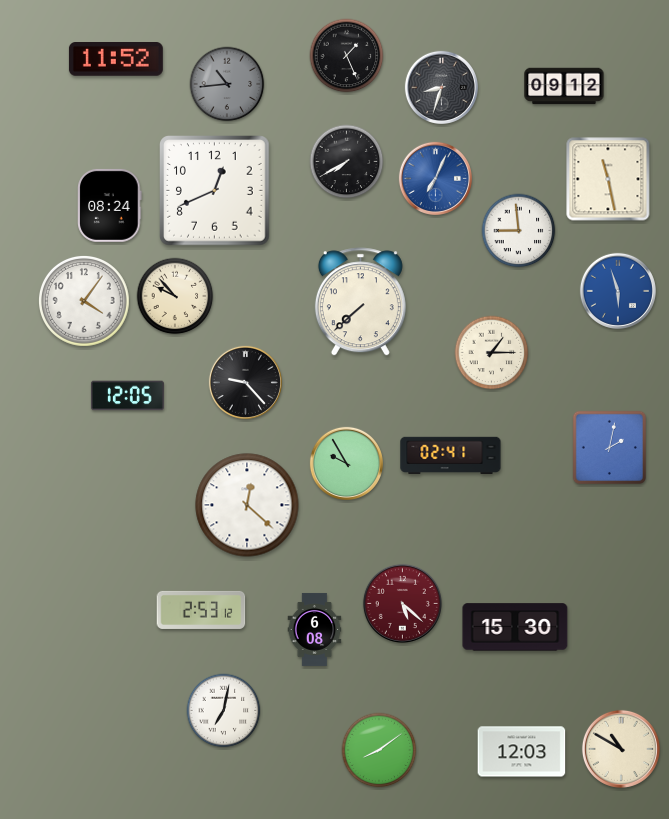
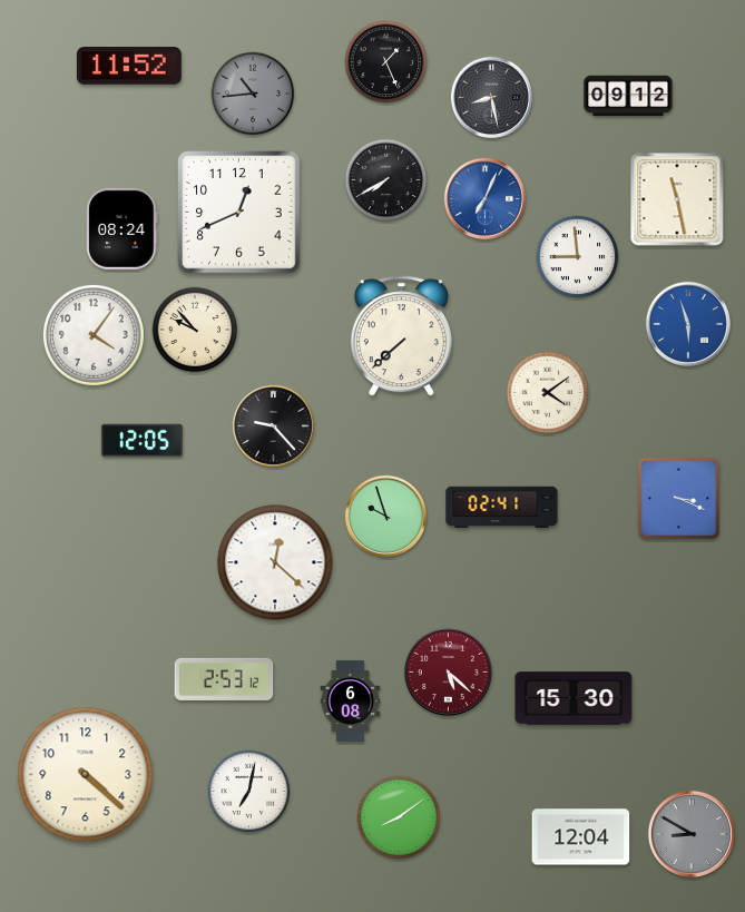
clock at (441, 87): 8:33 -> 8:28
clock at (492, 353): 1:15 -> 4:09
clock at (609, 447): 2:02 -> 3:19
clock at (346, 463): 9:55 -> 9:57
clock at (86, 775): none -> 4:22
clock at (621, 749): 10:50 -> 8:50
clock at (621, 749) dial: cream -> grey
clock at (379, 750) position: (379, 750) -> (399, 817)
clock at (522, 752): 12:03 -> 12:04
